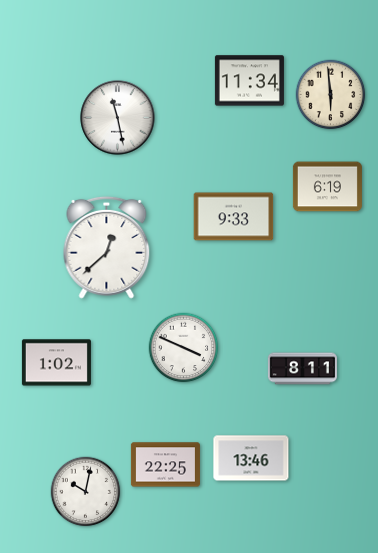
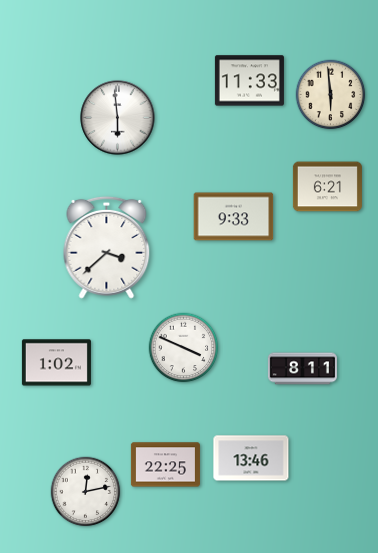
clock at (249, 81): 11:34 -> 11:33
clock at (118, 118): 11:28 -> 5:59
clock at (327, 187): 6:19 -> 6:21
clock at (107, 247): 12:38 -> 3:38
clock at (86, 492): 10:02 -> 12:13
